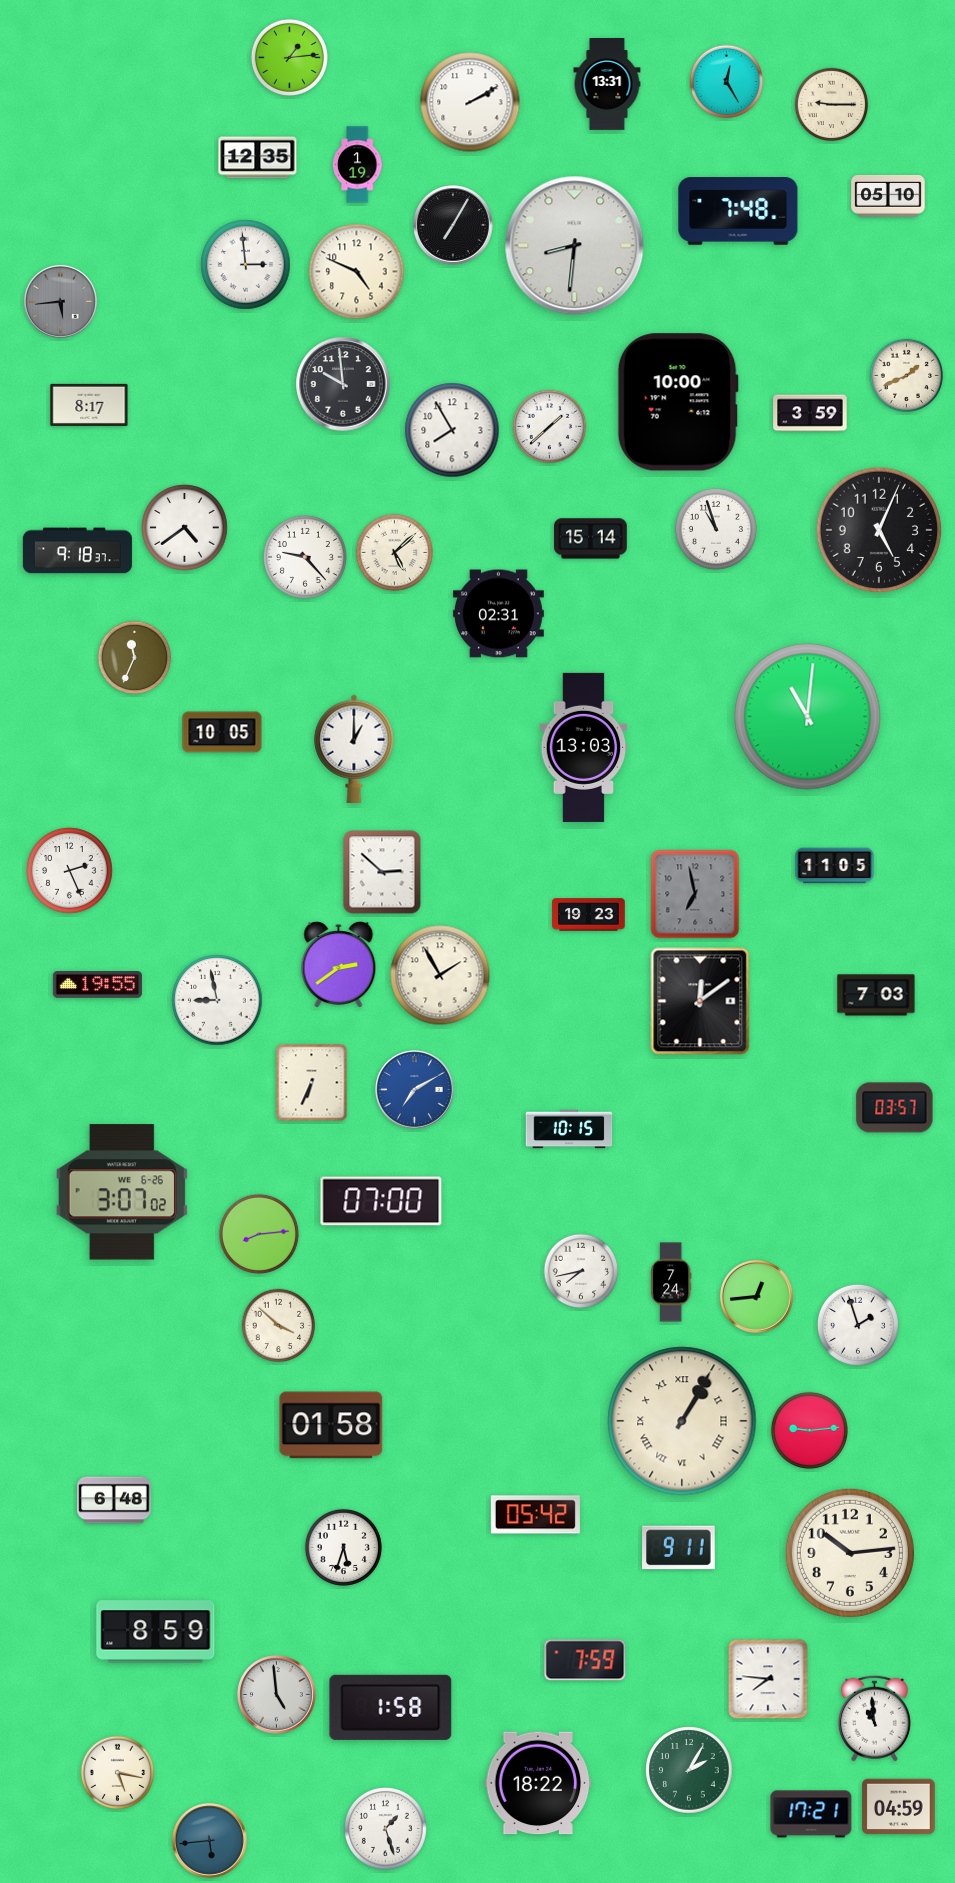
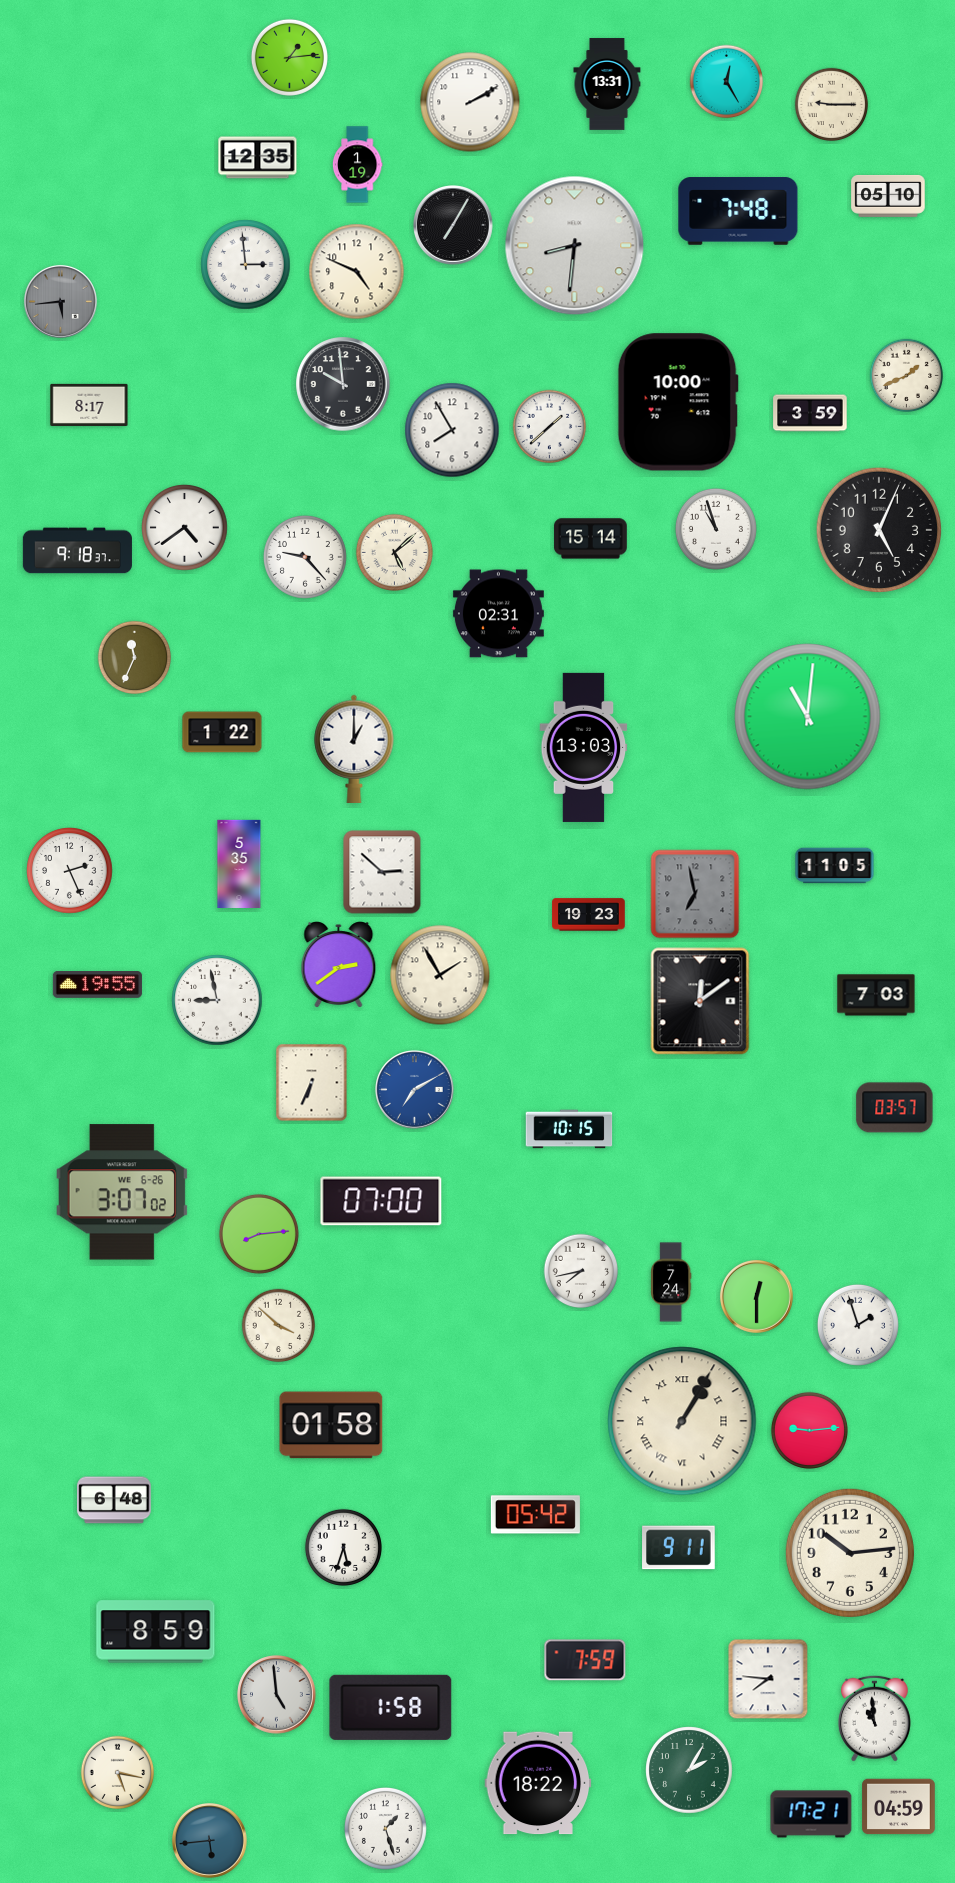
clock at (222, 732): 10:05 -> 1:22
clock at (239, 864): none -> 5:35
clock at (756, 1296): 12:44 -> 12:30
